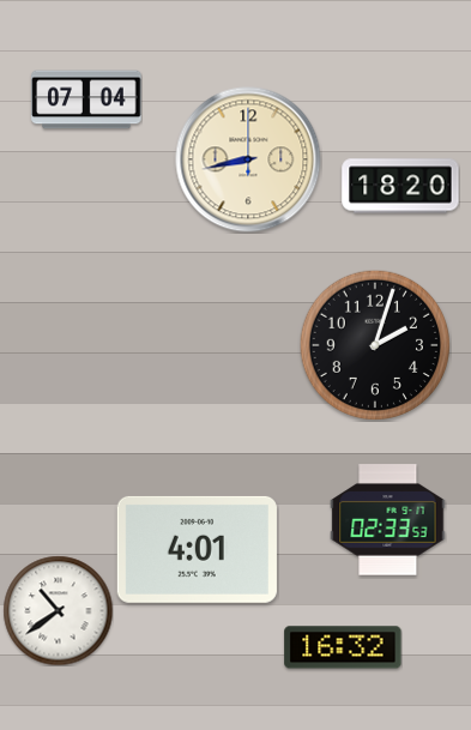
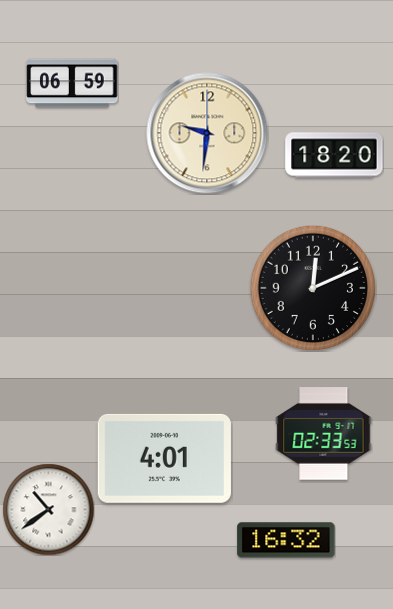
clock at (86, 99): 07:04 -> 06:59
clock at (248, 159): 8:43 -> 9:31
clock at (375, 345): 2:03 -> 12:11
